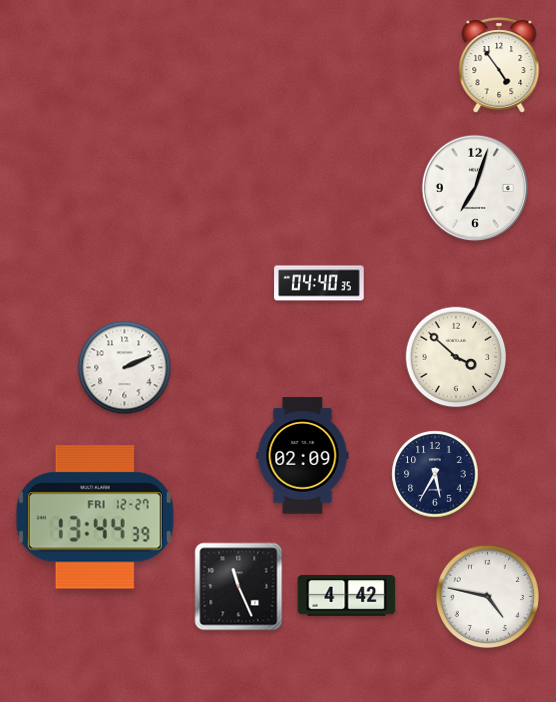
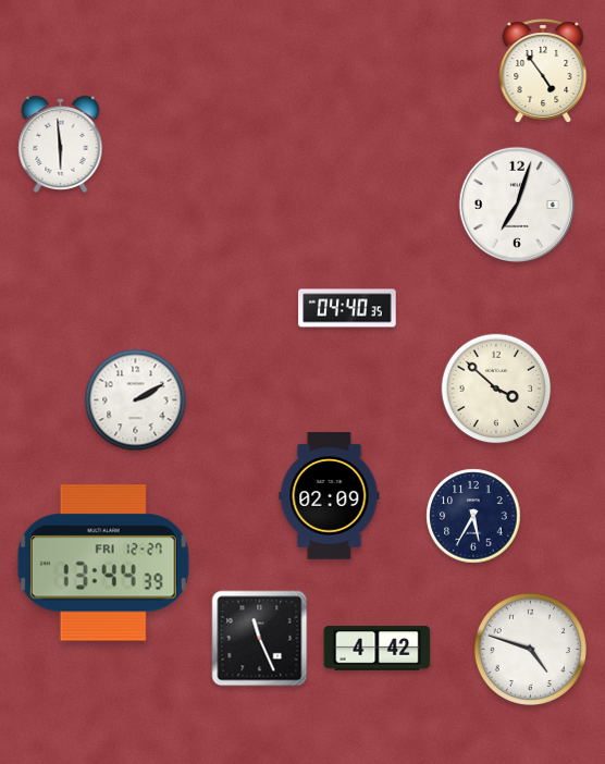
clock at (61, 144): none -> 5:59
clock at (125, 368): 2:11 -> 2:10
clock at (487, 596): 4:47 -> 4:48
